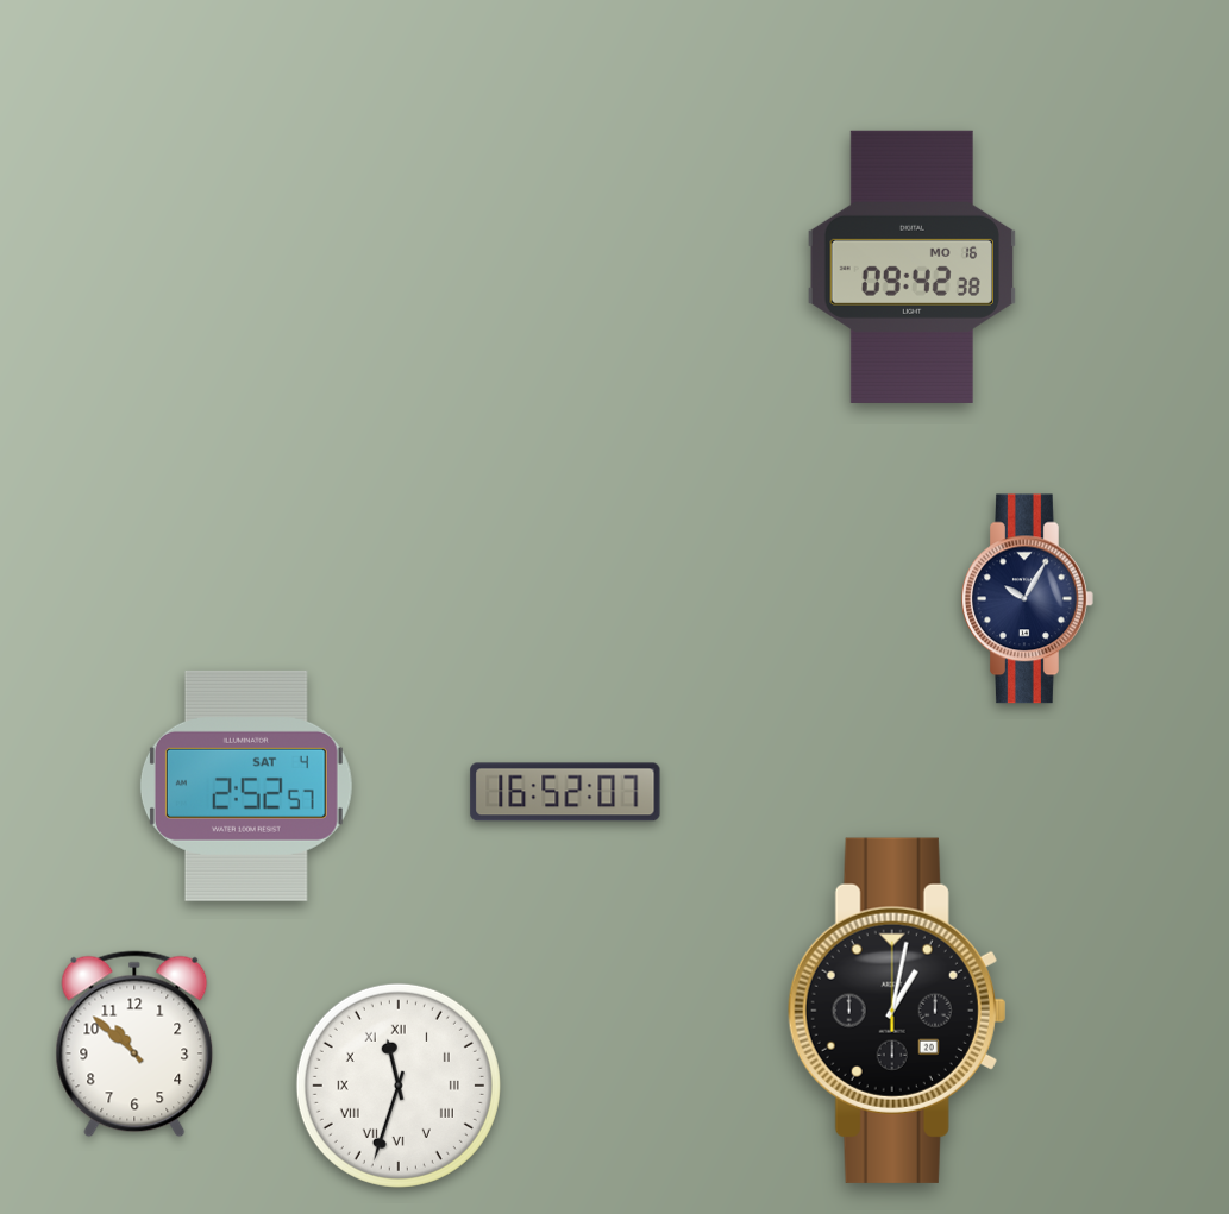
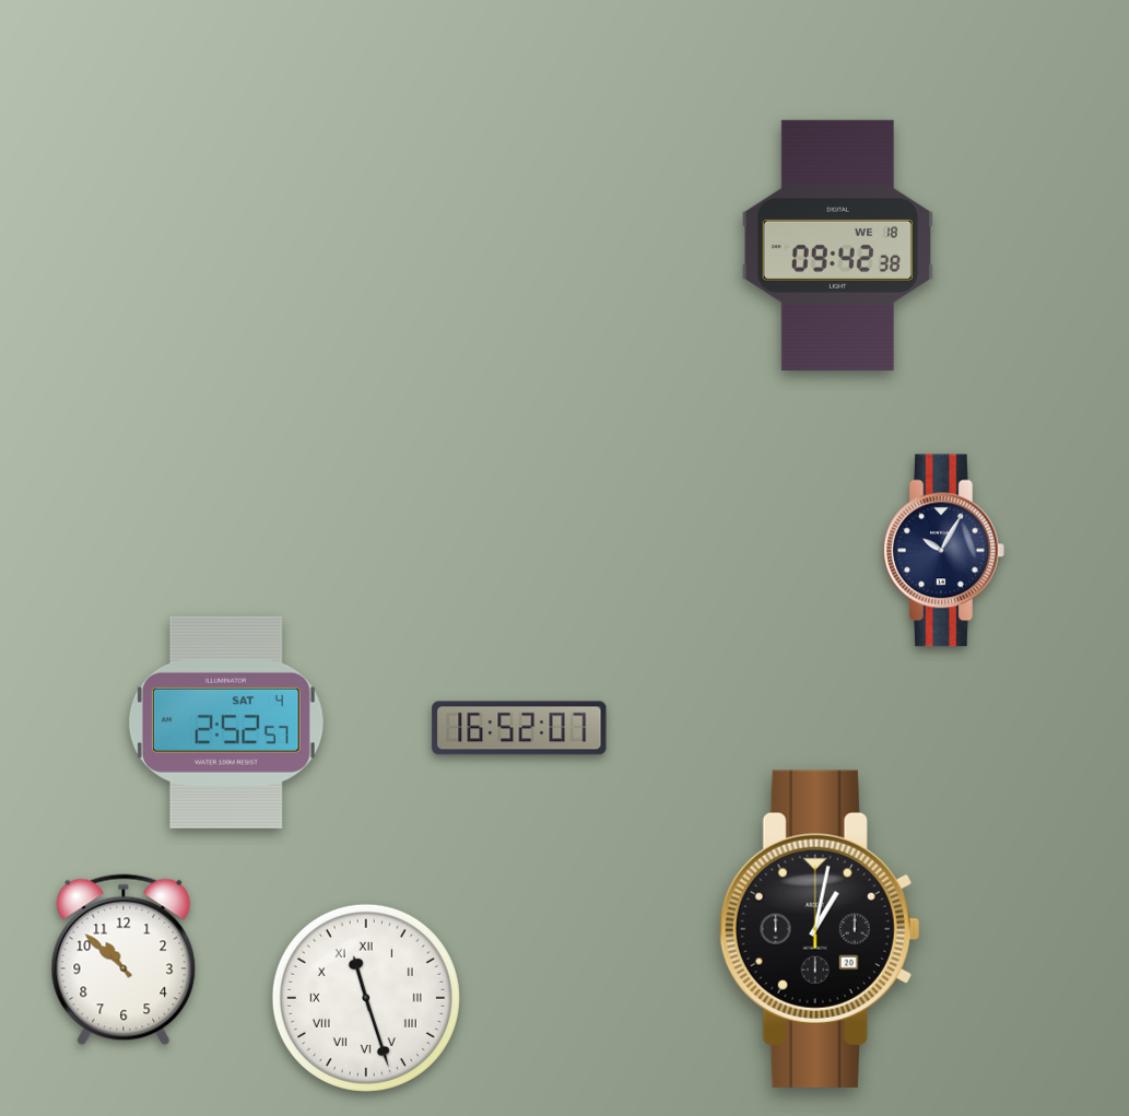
clock at (911, 266) date: MO 16 -> WE 18
clock at (897, 1011) position: (897, 1011) -> (820, 929)
clock at (399, 1086): 11:33 -> 11:27
